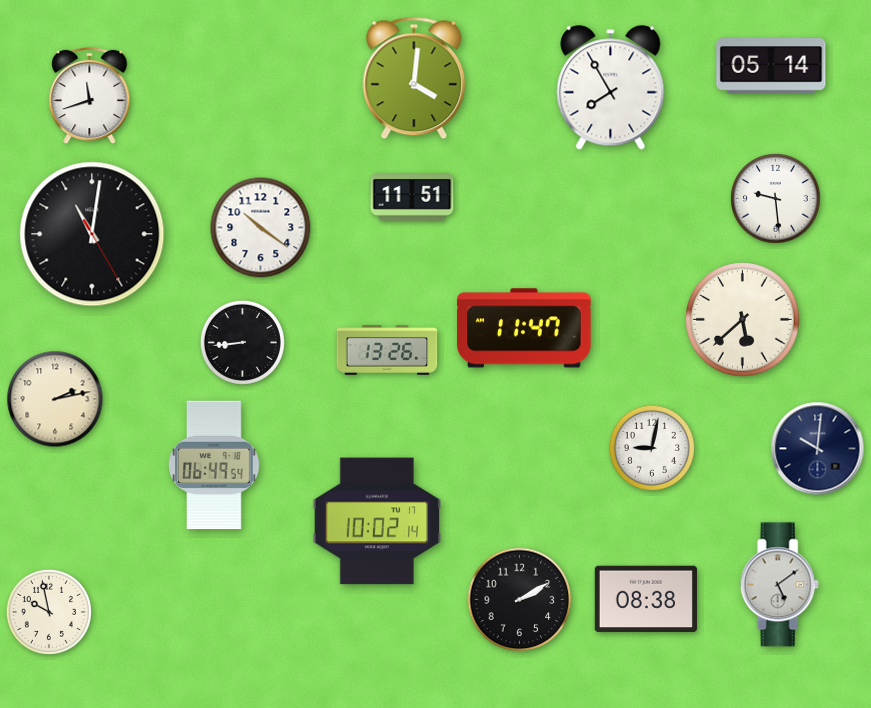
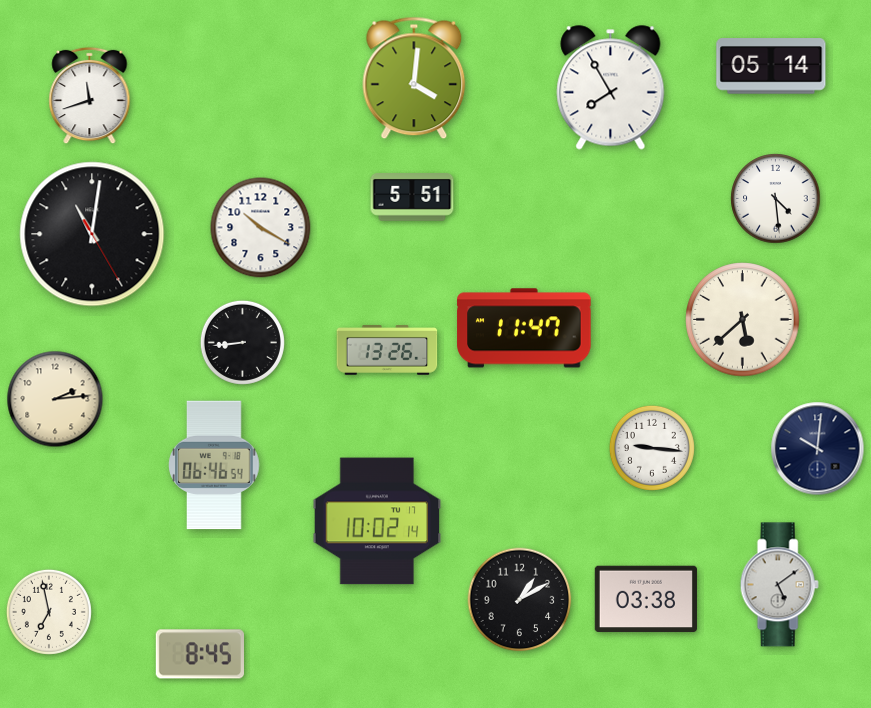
clock at (412, 198): 11:51 -> 5:51
clock at (776, 199): 9:29 -> 4:29
clock at (261, 228): 10:21 -> 10:20
clock at (55, 399): 2:13 -> 2:14
clock at (652, 448): 9:02 -> 9:16
clock at (214, 465): 06:49 -> 06:46
clock at (646, 599): 08:38 -> 03:38
clock at (520, 600): 2:10 -> 1:10
clock at (49, 612): 9:58 -> 6:58
clock at (199, 654): none -> 8:45
